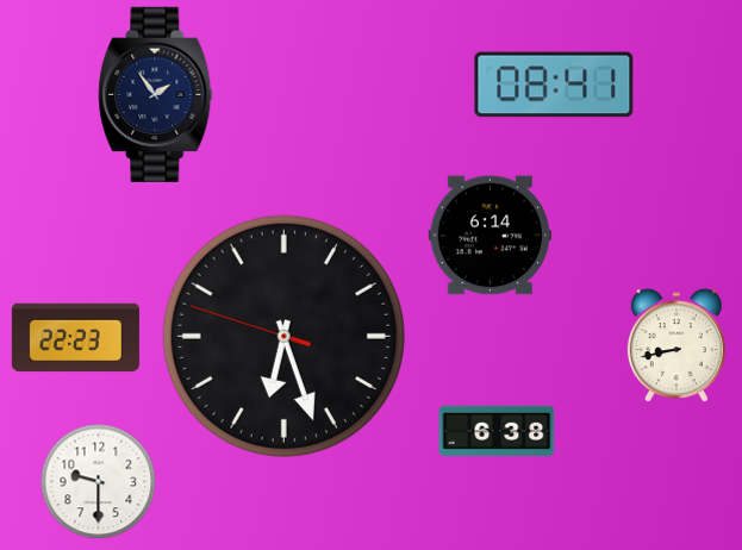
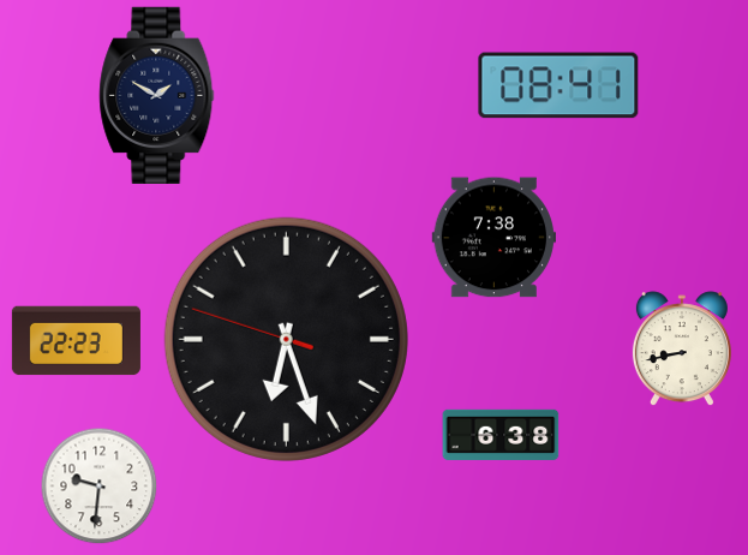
clock at (156, 94): 1:54 -> 1:50
clock at (490, 236): 6:14 -> 7:38
clock at (98, 481): 9:30 -> 9:31
